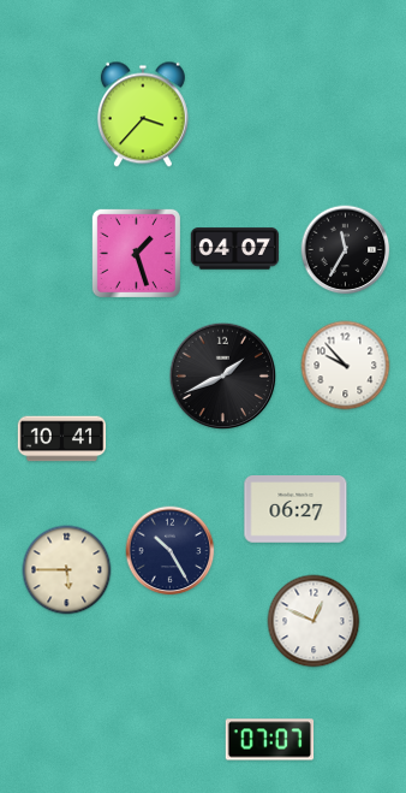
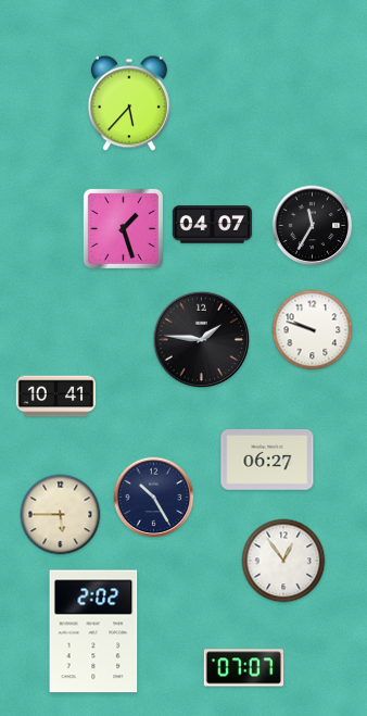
clock at (143, 114): 3:37 -> 5:37
clock at (346, 366): 9:53 -> 9:48
clock at (223, 377): 1:41 -> 1:46
clock at (314, 621): 12:49 -> 12:54
clock at (93, 631): none -> 2:02
